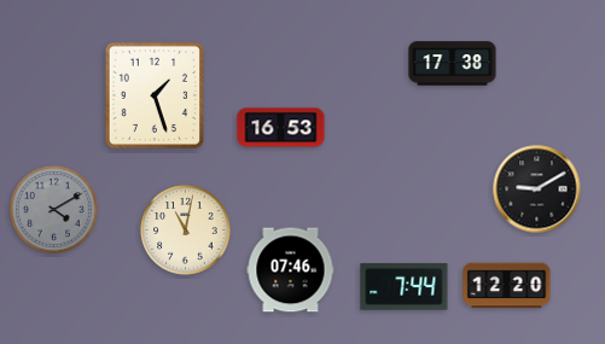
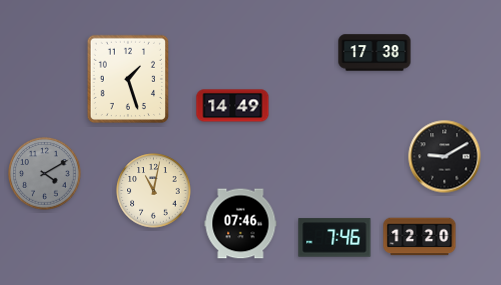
clock at (281, 128): 16:53 -> 14:49
clock at (405, 287): 7:44 -> 7:46
